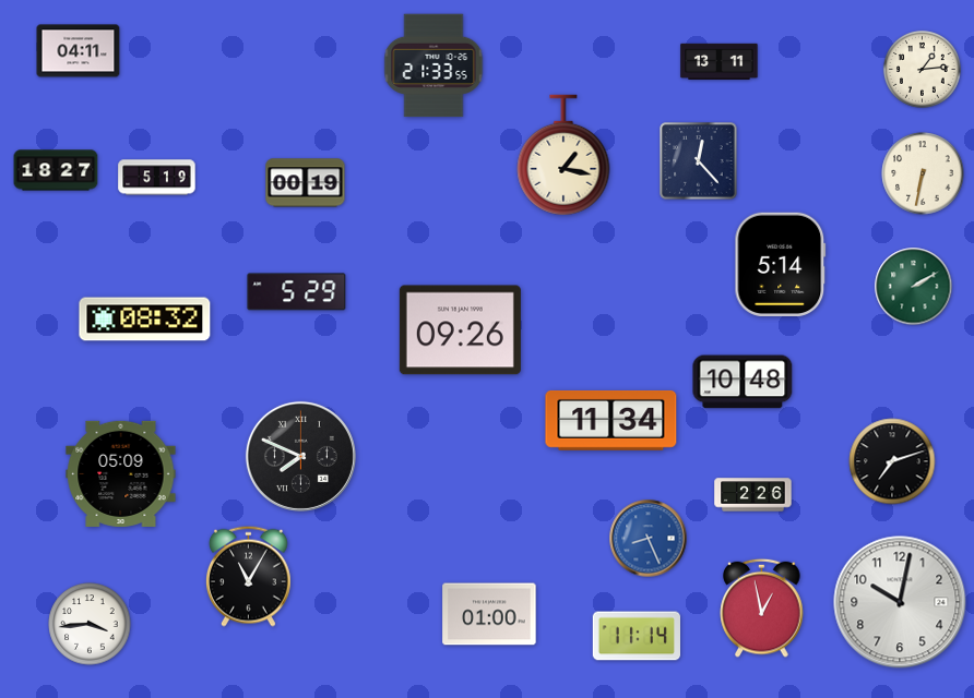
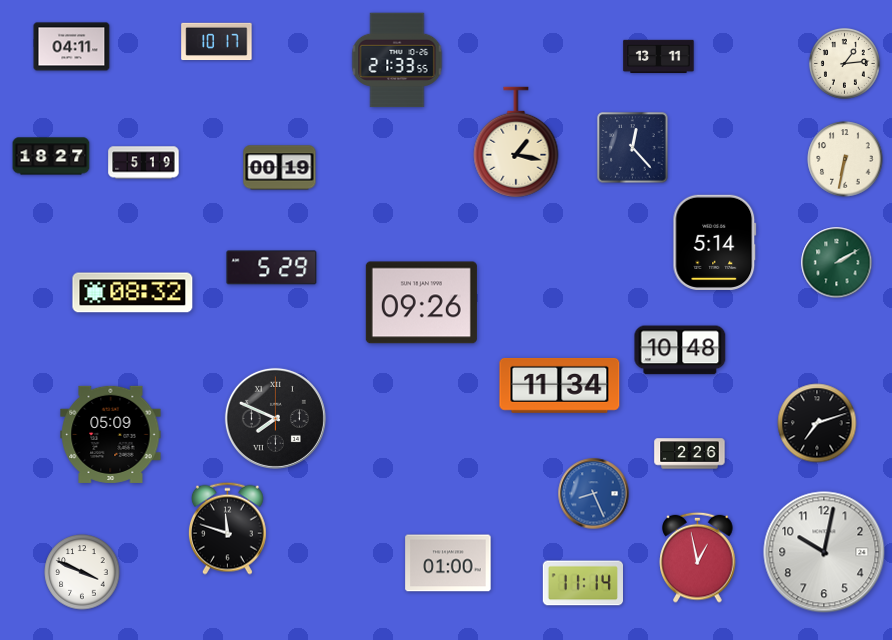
clock at (217, 42): none -> 10:17
clock at (699, 161) position: (699, 161) -> (633, 148)
clock at (248, 576): 11:05 -> 11:48
clock at (90, 624): 3:44 -> 3:49
